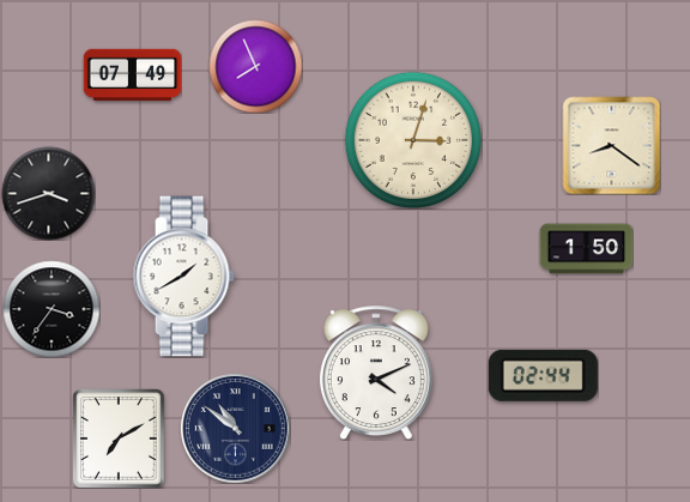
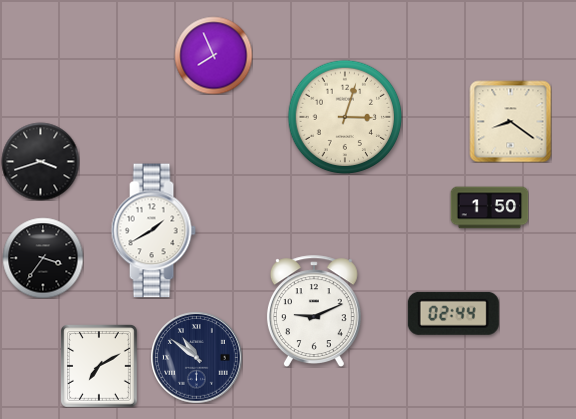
clock at (132, 75): 07:49 -> none
clock at (376, 373): 4:11 -> 9:11
